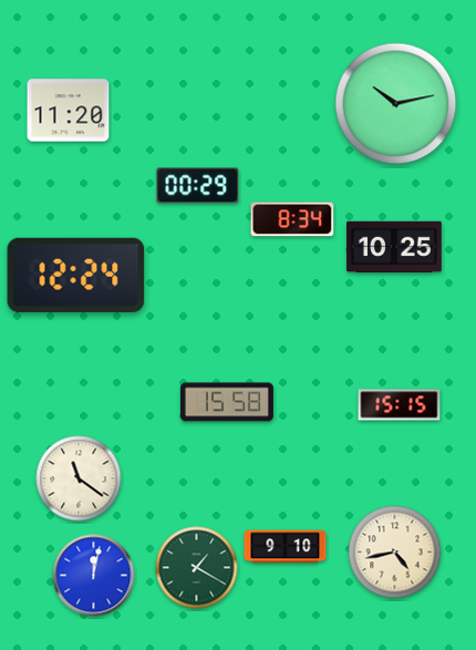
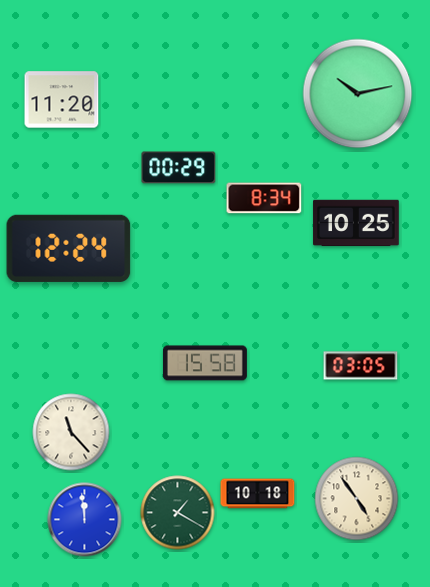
clock at (400, 405): 15:15 -> 03:05
clock at (79, 478): 11:21 -> 11:23
clock at (286, 547): 9:10 -> 10:18
clock at (395, 553): 4:43 -> 4:54
clock at (94, 576): 12:02 -> 11:59
